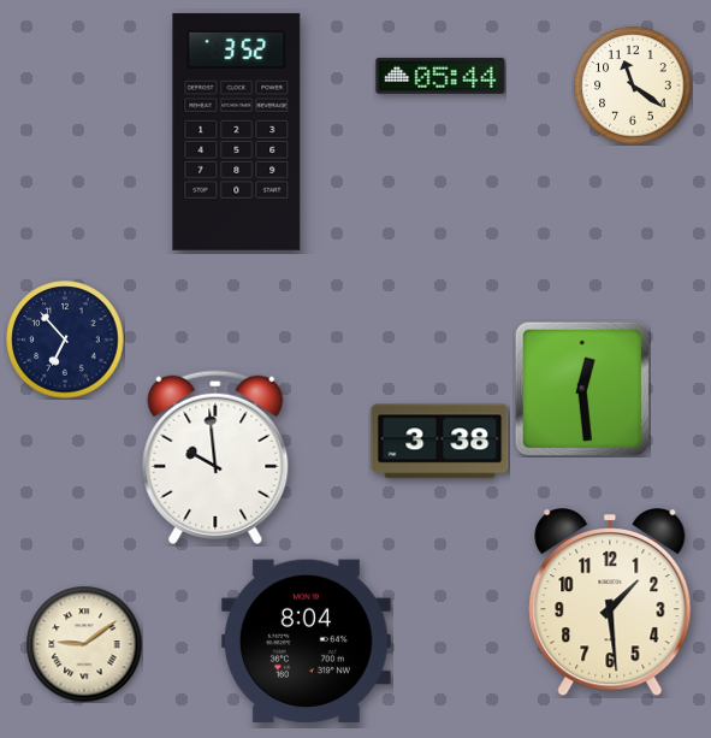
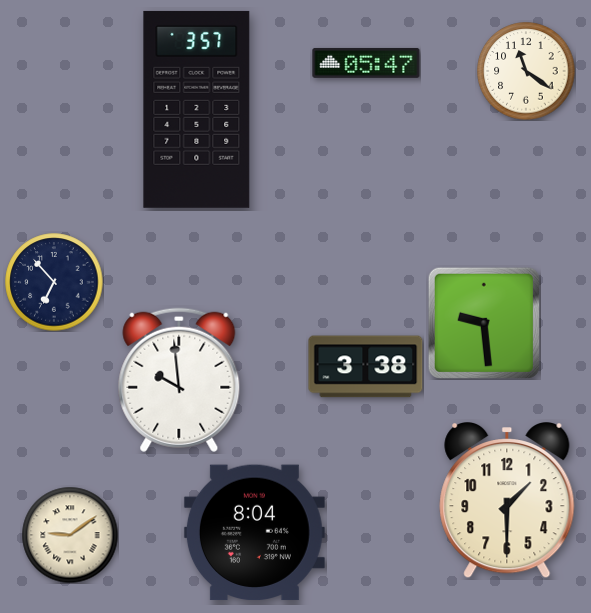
clock at (440, 76): 05:44 -> 05:47
clock at (237, 131): 3:52 -> 3:57
clock at (582, 389): 12:29 -> 9:29
clock at (610, 603): 1:29 -> 1:30
